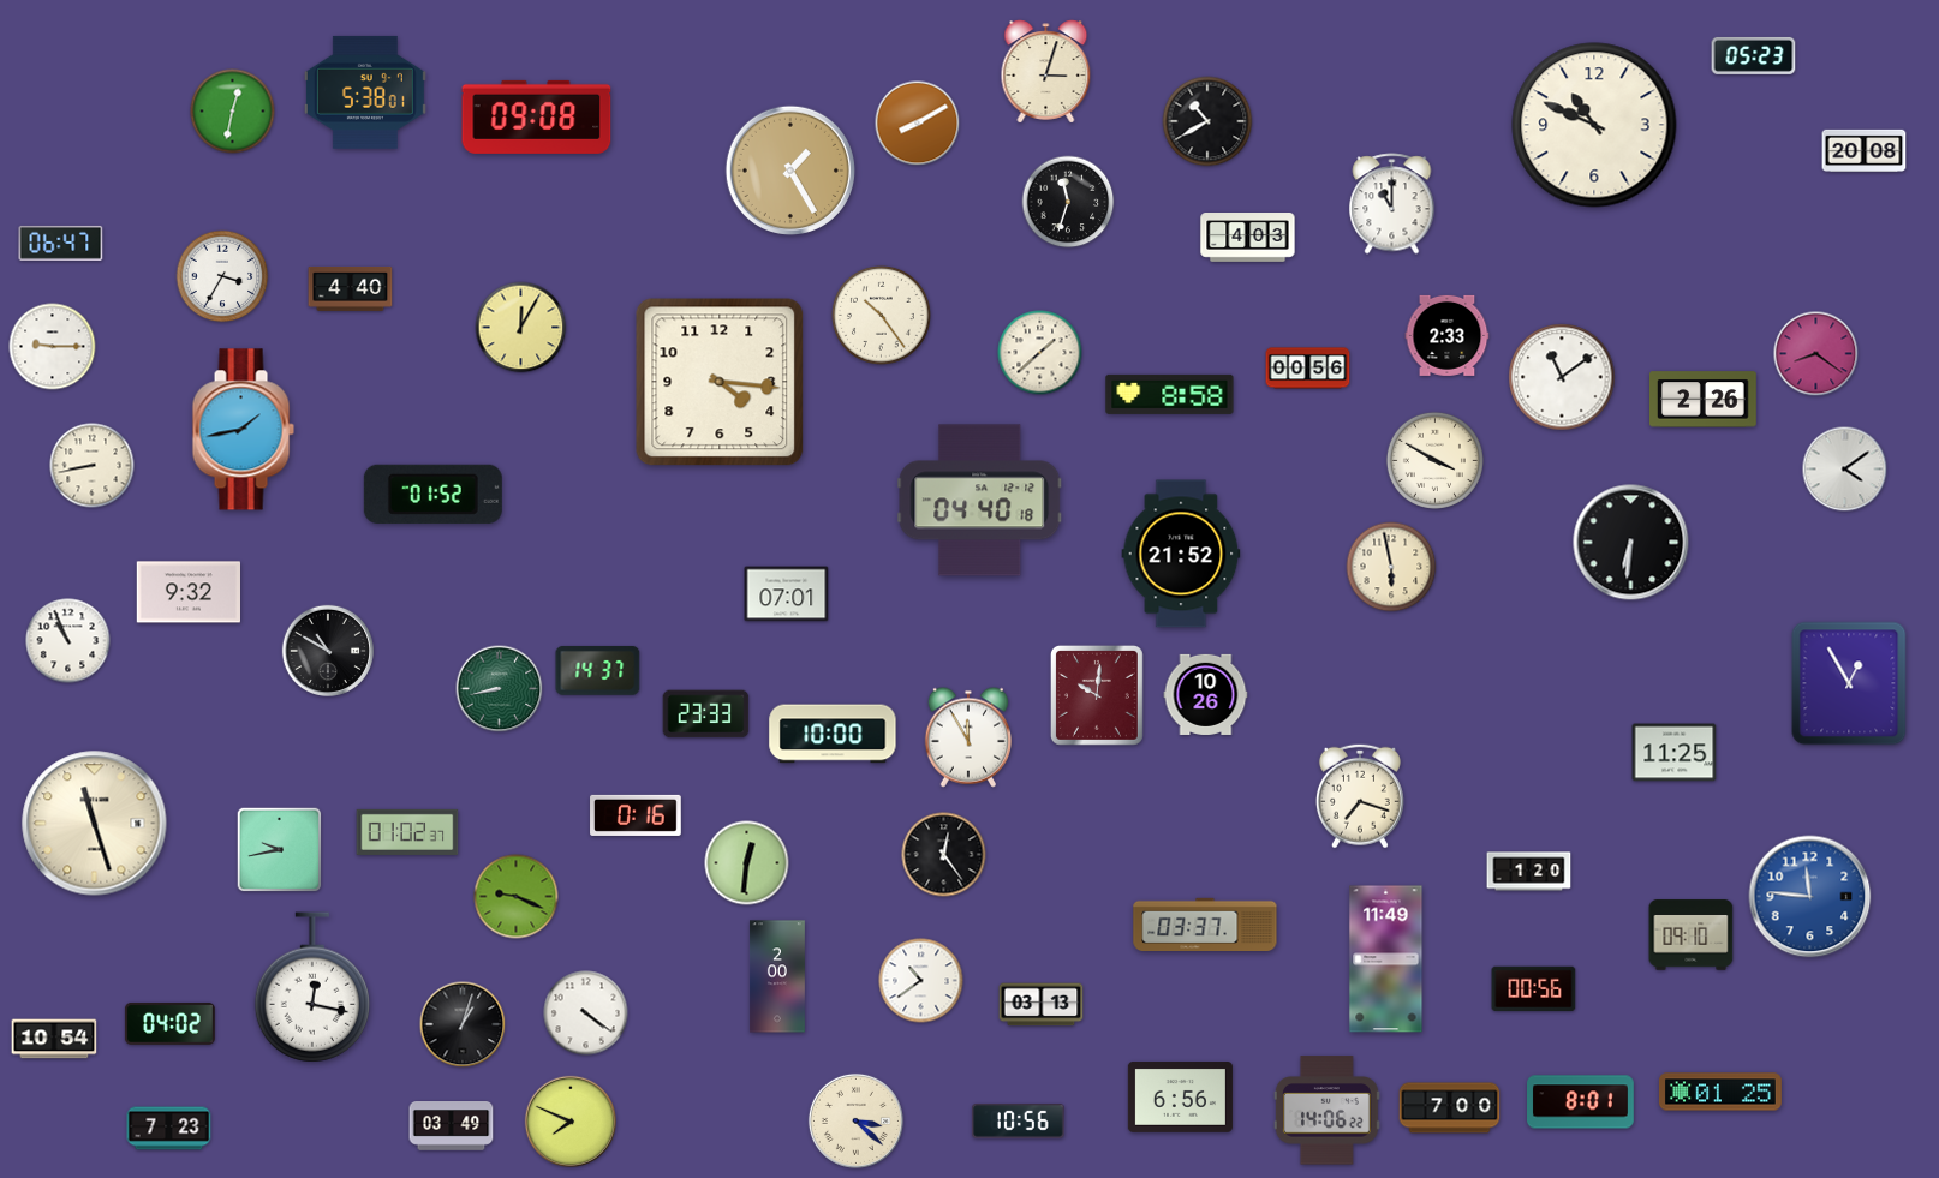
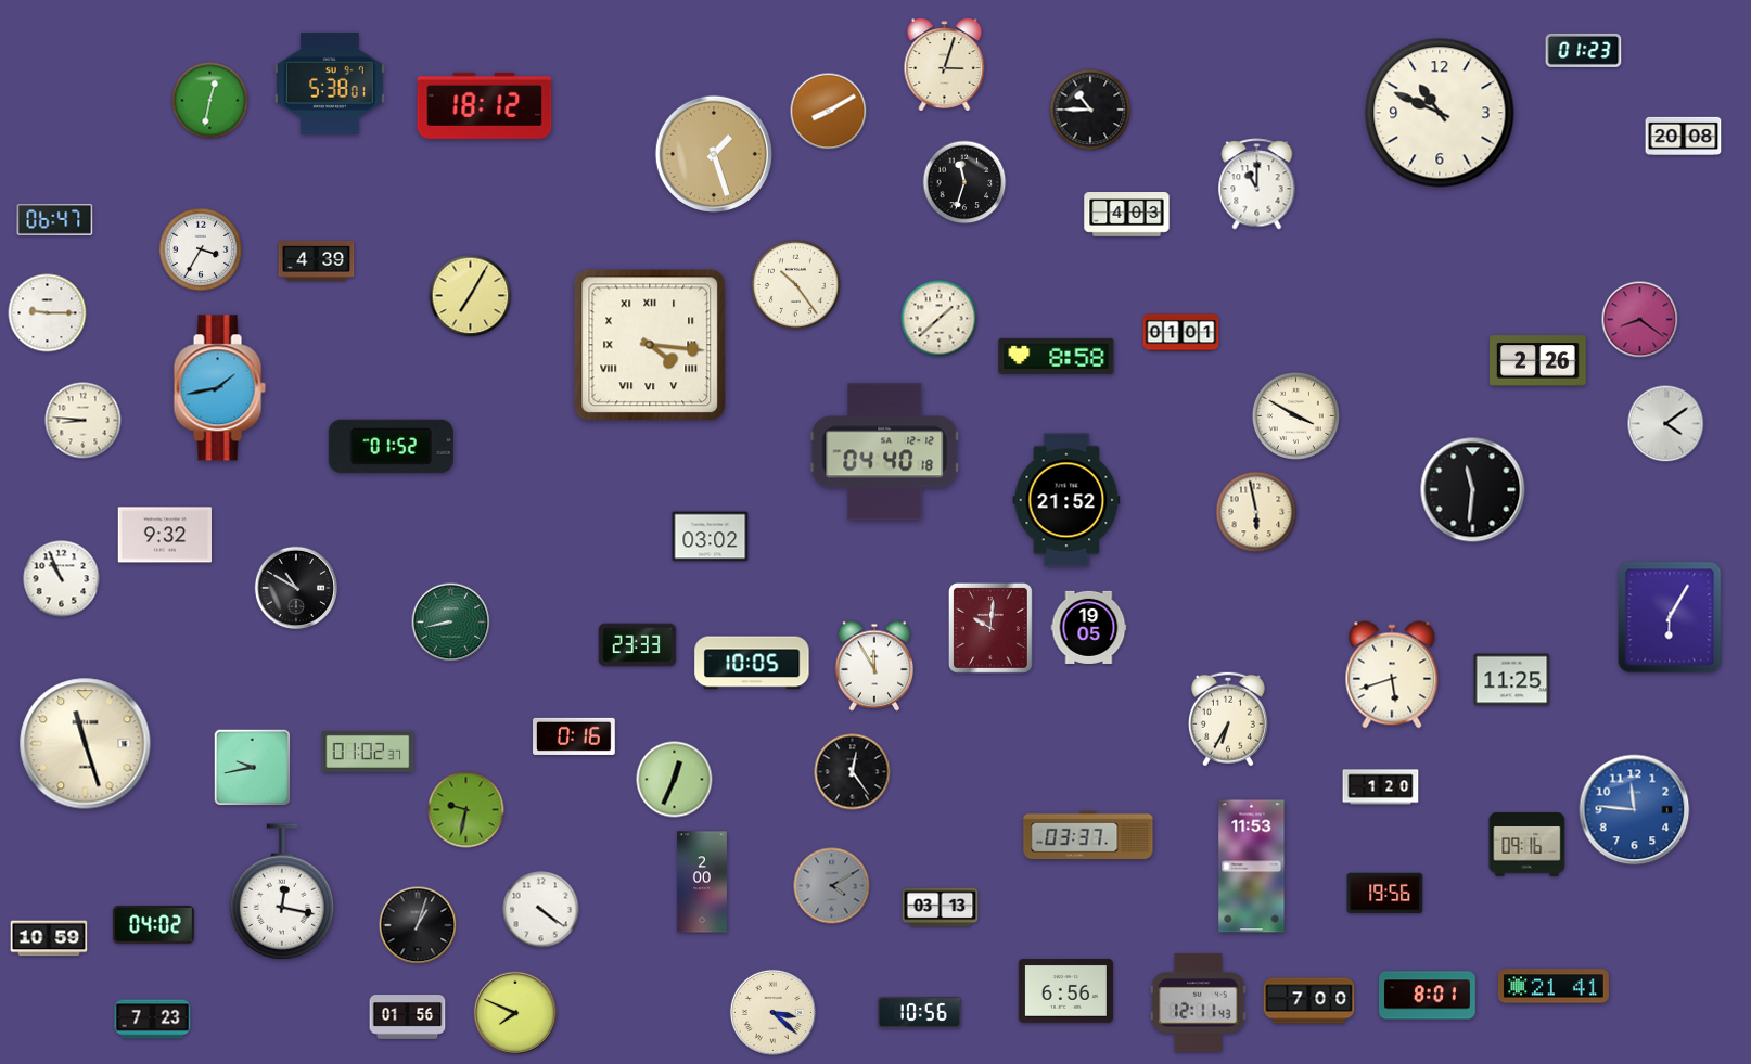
clock at (1754, 55): 05:23 -> 01:23
clock at (537, 116): 09:08 -> 18:12
clock at (1207, 121): 10:40 -> 10:45
clock at (790, 171): 1:25 -> 1:27
clock at (351, 288): 4:40 -> 4:39
clock at (521, 328): 12:05 -> 7:05
clock at (1448, 335): 2:33 -> none
clock at (1308, 369): 00:56 -> 01:01
clock at (1562, 377): 11:09 -> none
clock at (720, 382) numerals: Arabic -> Roman
clock at (93, 466): 8:43 -> 8:46
clock at (1631, 543): 6:31 -> 11:31
clock at (187, 592) position: (187, 592) -> (164, 535)
clock at (787, 594): 07:01 -> 03:02
clock at (598, 670): 14:37 -> none
clock at (1849, 683): 12:55 -> 6:05
clock at (1206, 694): 10:26 -> 19:05
clock at (833, 734): 10:00 -> 10:05
clock at (1392, 675): none -> 5:42
clock at (1360, 796): 7:18 -> 6:35
clock at (747, 863): 12:31 -> 12:34
clock at (517, 897): 9:19 -> 9:32
clock at (1692, 935): 09:10 -> 09:16
clock at (1386, 959): 11:49 -> 11:53
clock at (921, 981): 10:39 -> 4:10
clock at (921, 981) dial: white -> grey
clock at (1534, 989): 00:56 -> 19:56
clock at (586, 1013) position: (586, 1013) -> (541, 910)
clock at (54, 1039): 10:54 -> 10:59
clock at (1720, 1092): 01:25 -> 21:41
clock at (1326, 1111): 14:06 -> 12:11
clock at (452, 1126): 03:49 -> 01:56
